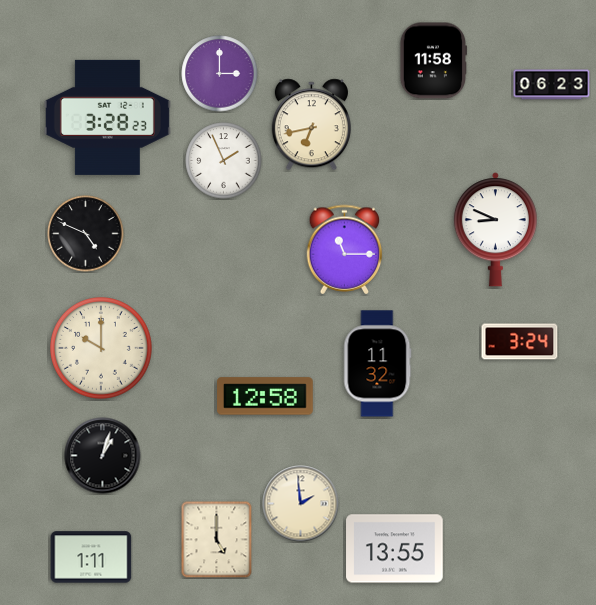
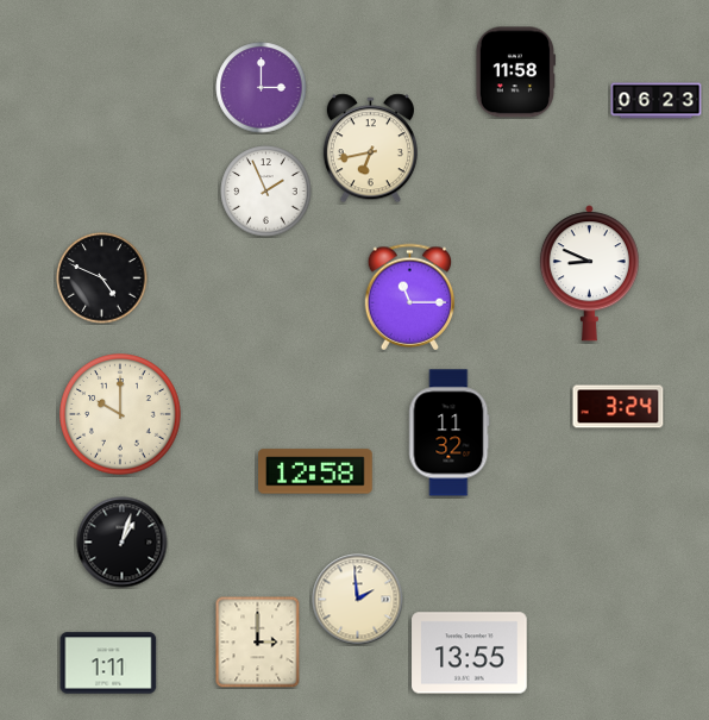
clock at (107, 117): 3:28 -> none
clock at (217, 539): 5:00 -> 3:00
